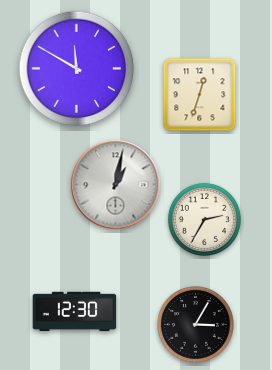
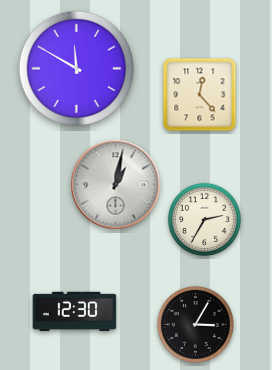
clock at (200, 95): 12:33 -> 12:23
